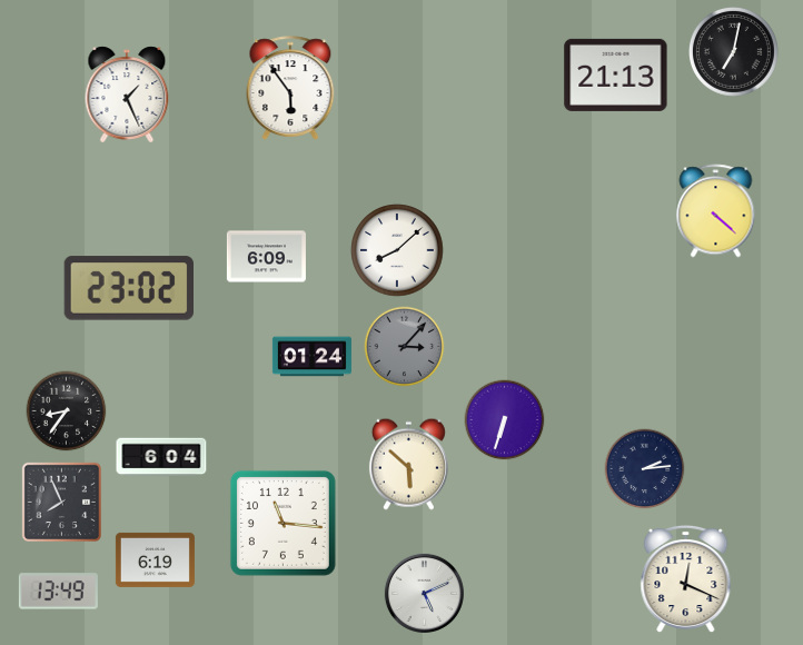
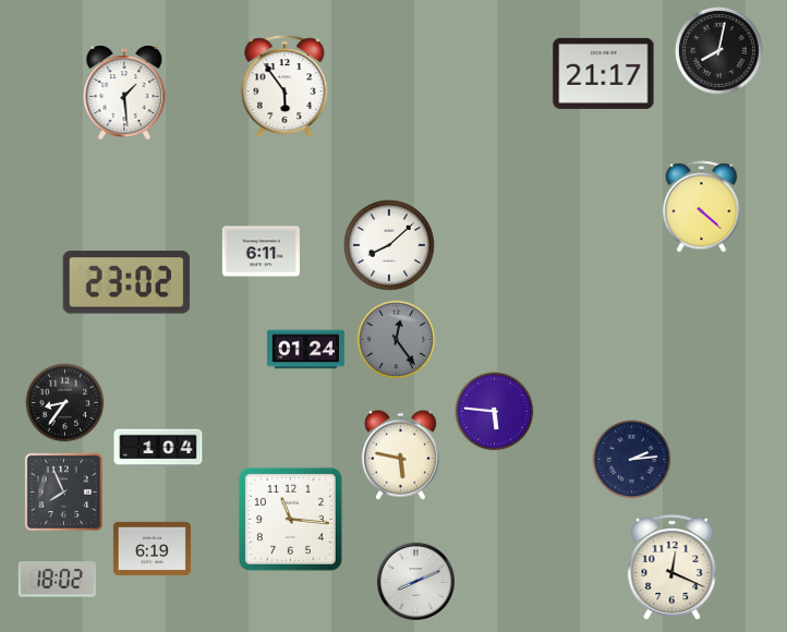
clock at (733, 51): 7:02 -> 8:02
clock at (616, 75): 21:13 -> 21:17
clock at (127, 95): 1:26 -> 1:29
clock at (266, 257): 6:09 -> 6:11
clock at (405, 347): 3:07 -> 12:24
clock at (505, 420): 6:33 -> 5:46
clock at (161, 457): 6:04 -> 1:04
clock at (408, 464): 5:52 -> 5:47
clock at (61, 502) position: (61, 502) -> (63, 491)
clock at (282, 523) position: (282, 523) -> (290, 519)
clock at (58, 592): 13:49 -> 18:02
clock at (424, 593): 5:11 -> 8:11
